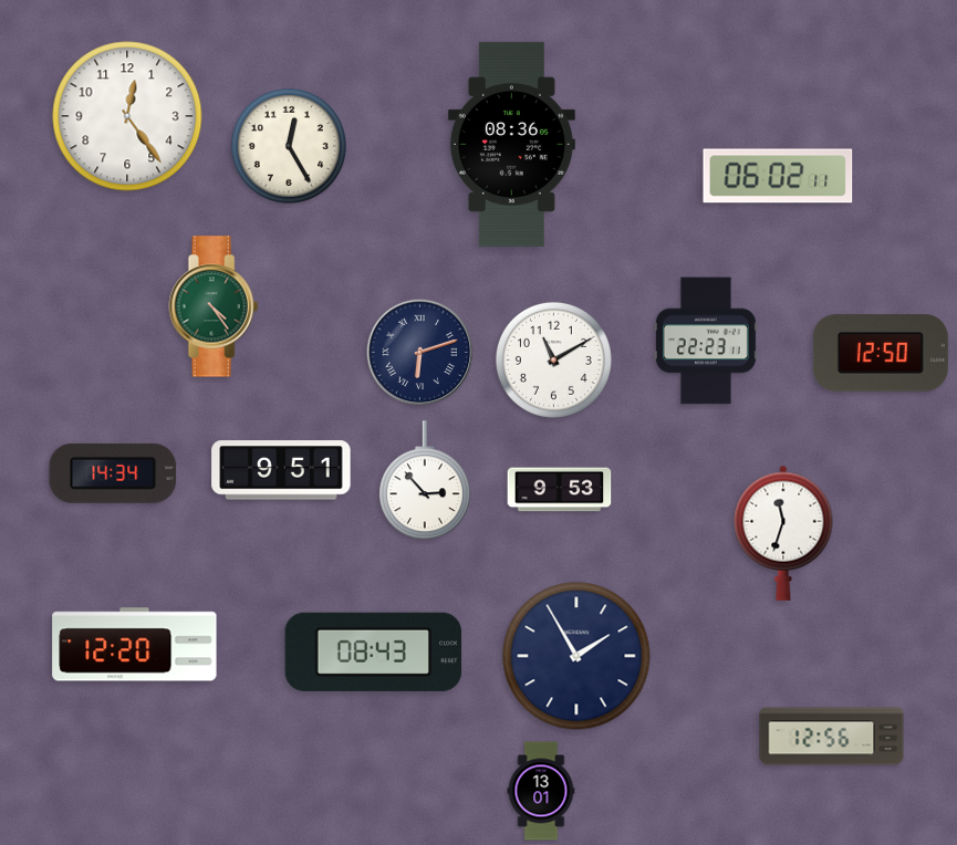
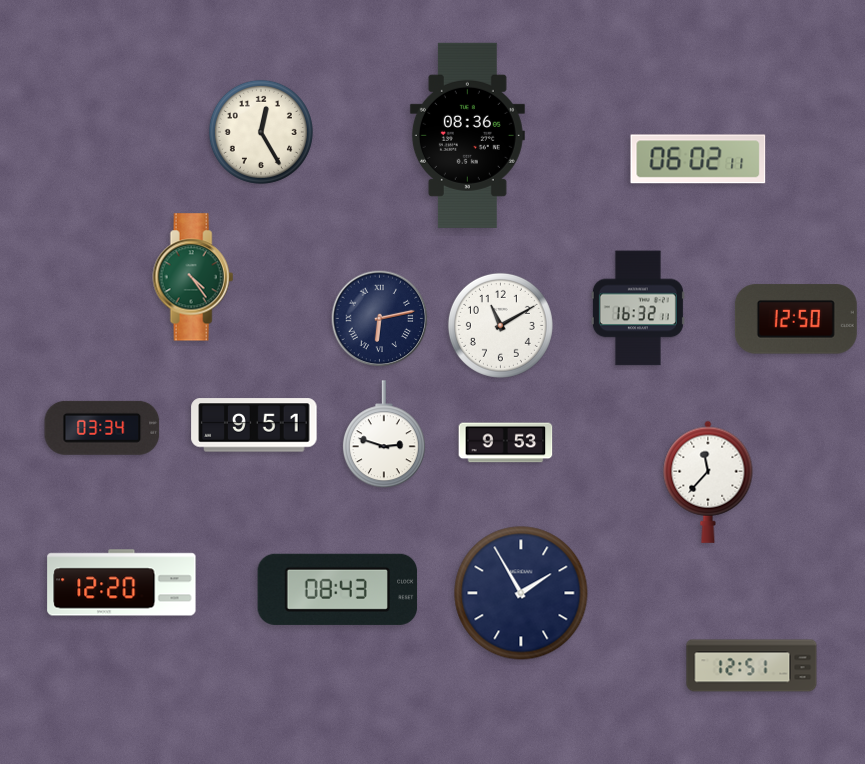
clock at (127, 116): 12:24 -> none
clock at (511, 144) position: (511, 144) -> (467, 135)
clock at (778, 176) position: (778, 176) -> (698, 159)
clock at (706, 341): 22:23 -> 16:32
clock at (420, 353): 6:12 -> 6:13
clock at (113, 473): 14:34 -> 03:34
clock at (425, 481): 2:53 -> 2:48
clock at (783, 533): 11:33 -> 11:37
clock at (832, 737): 12:56 -> 12:51
clock at (541, 791): 13:01 -> none
